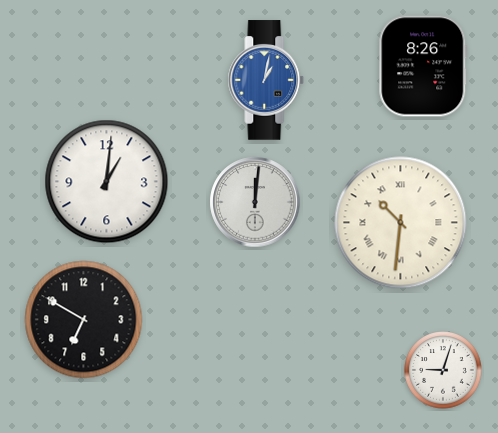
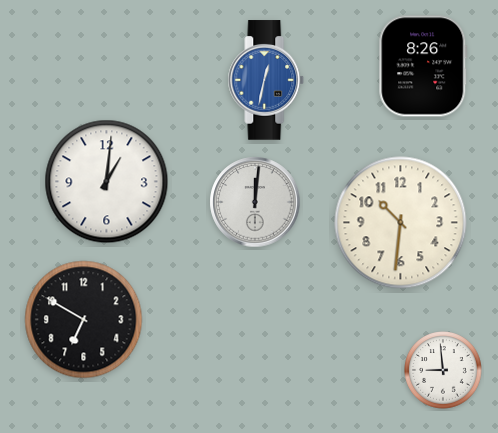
clock at (266, 80): 1:02 -> 12:32
clock at (401, 223) numerals: Roman -> Arabic
clock at (443, 370): 9:03 -> 8:59
